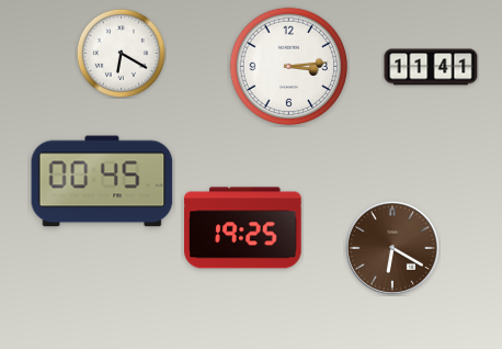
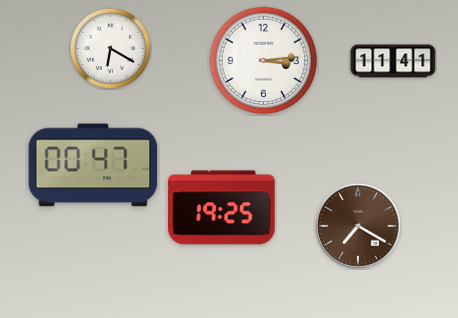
clock at (102, 181): 00:45 -> 00:47
clock at (392, 248): 6:20 -> 7:20
